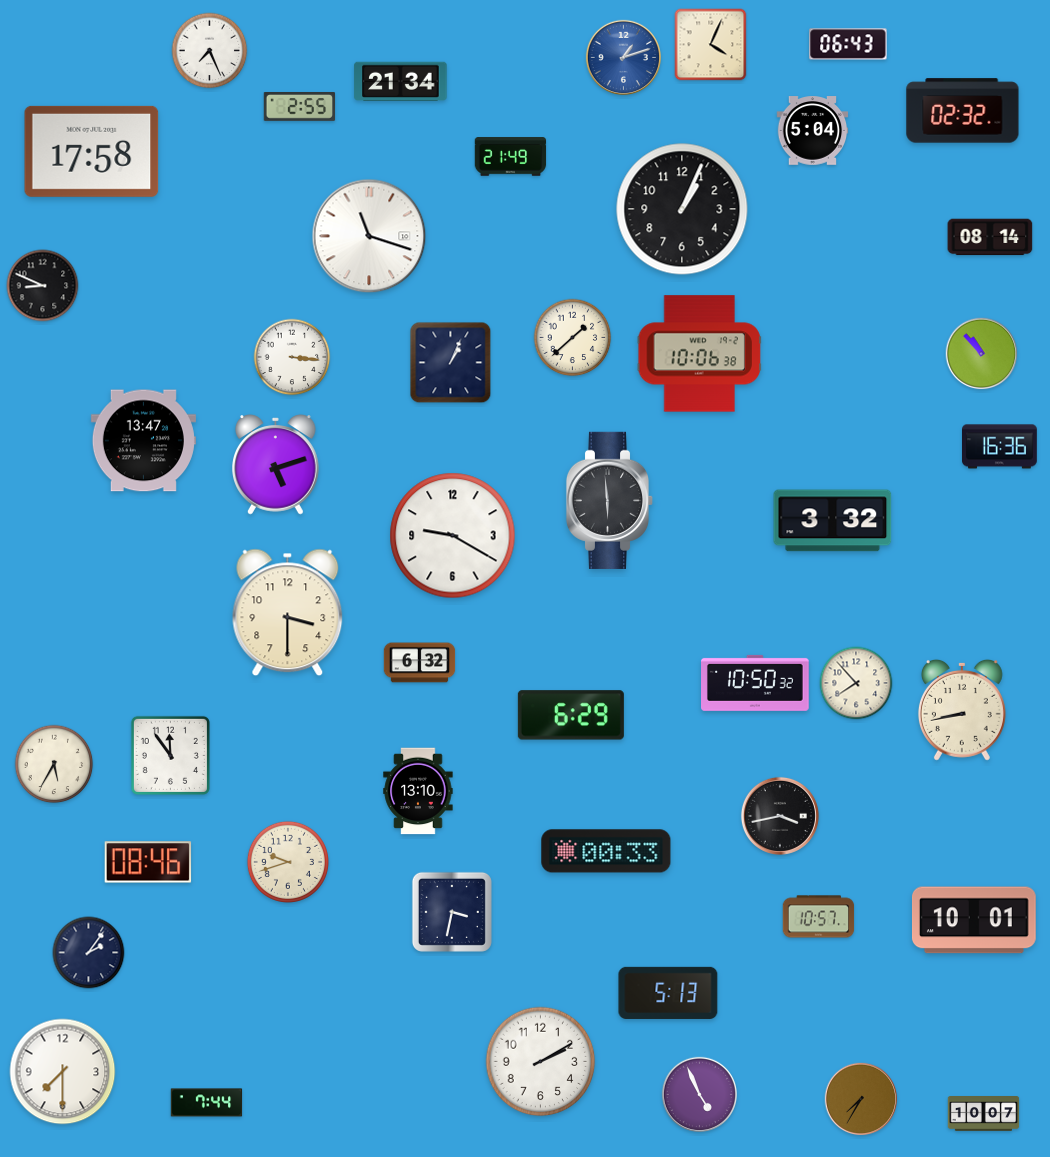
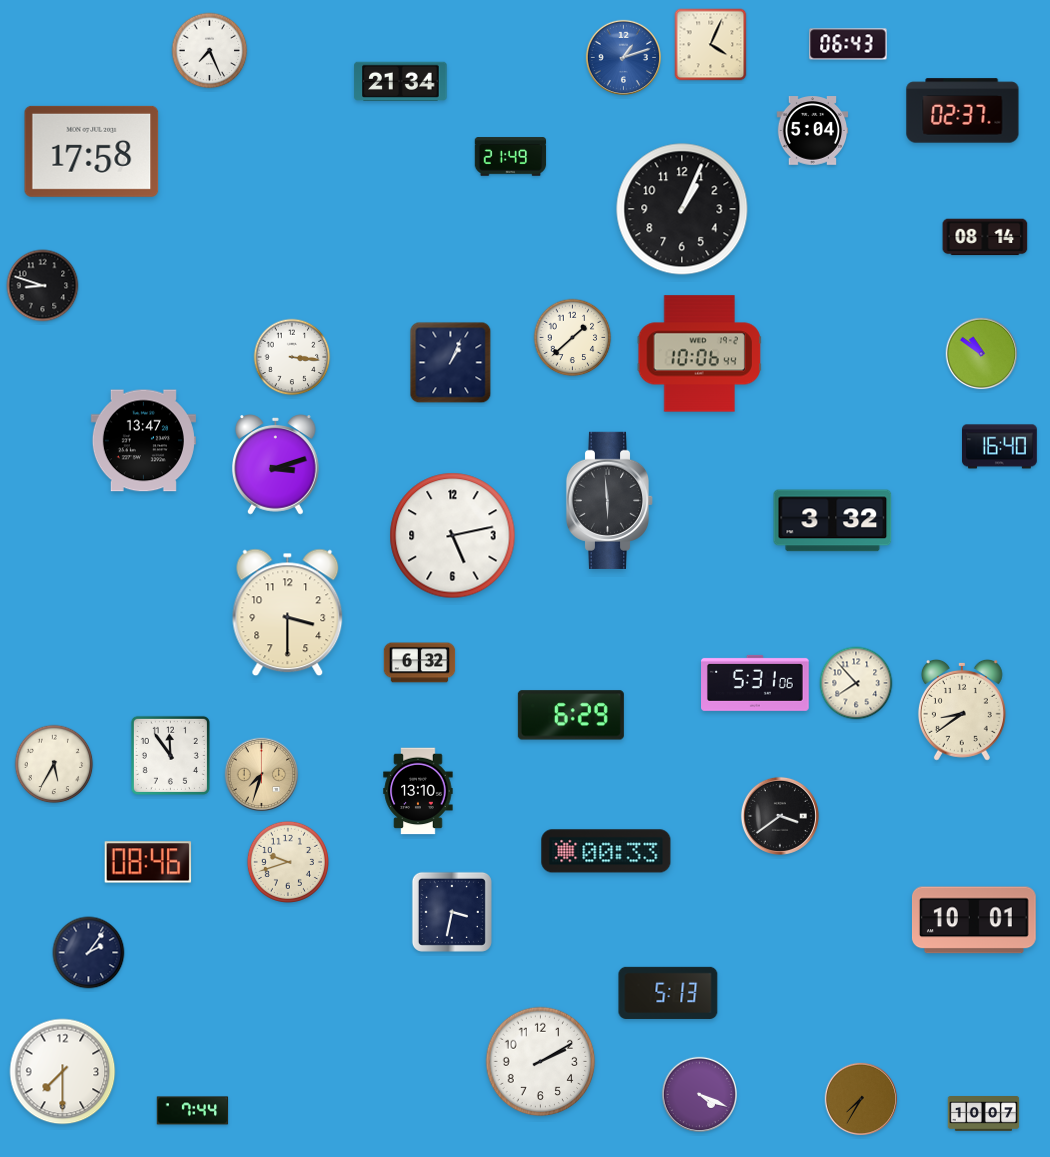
clock at (300, 107): 2:55 -> none
clock at (963, 111): 02:32 -> 02:37
clock at (369, 236): 11:18 -> none
clock at (990, 237) position: (990, 237) -> (985, 237)
clock at (43, 286): 8:49 -> 8:48
clock at (699, 354): 10:06:38 -> 10:06:44
clock at (982, 354): 10:53 -> 10:51
clock at (1000, 447): 16:36 -> 16:40
clock at (276, 465): 5:12 -> 3:12
clock at (453, 536): 9:20 -> 5:13
clock at (756, 683): 10:50 -> 5:31
clock at (962, 710): 8:43 -> 8:39
clock at (262, 775): none -> 7:33
clock at (780, 816): 3:43 -> 3:39
clock at (819, 917): 10:57 -> none
clock at (699, 1094): 4:56 -> 4:19
clock at (207, 1103) position: (207, 1103) -> (193, 1111)
